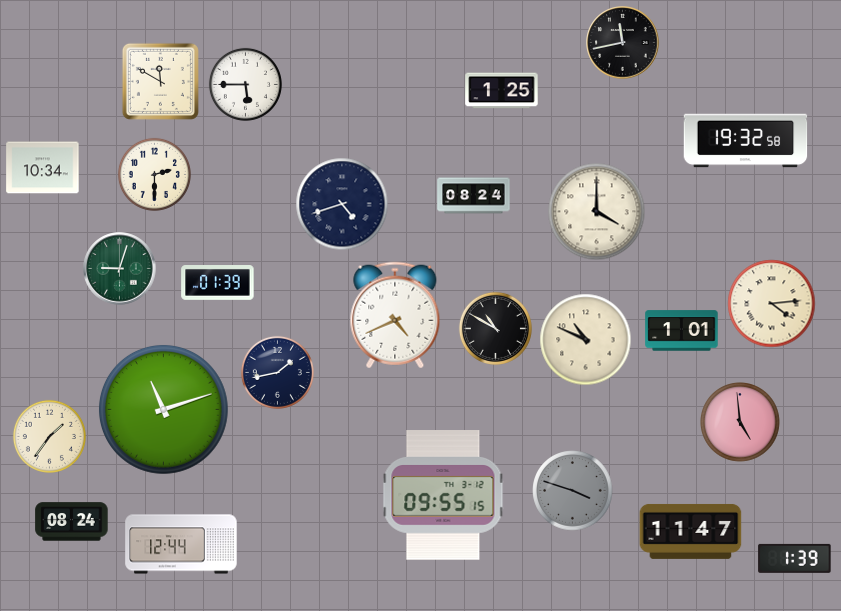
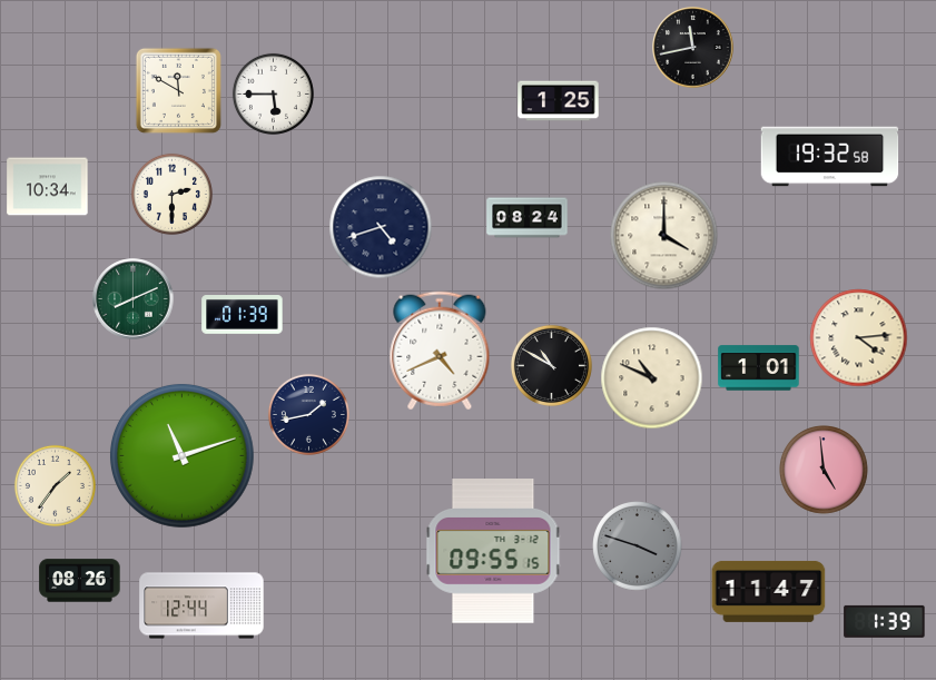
clock at (120, 269): 9:03 -> 8:11
clock at (72, 522): 08:24 -> 08:26
